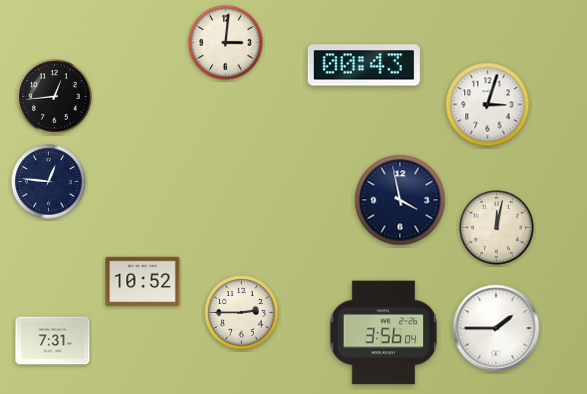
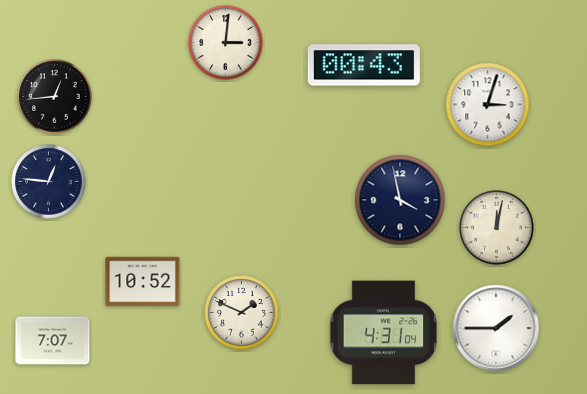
clock at (242, 313): 2:45 -> 1:49
clock at (384, 333): 3:56 -> 4:31
clock at (53, 341): 7:31 -> 7:07
